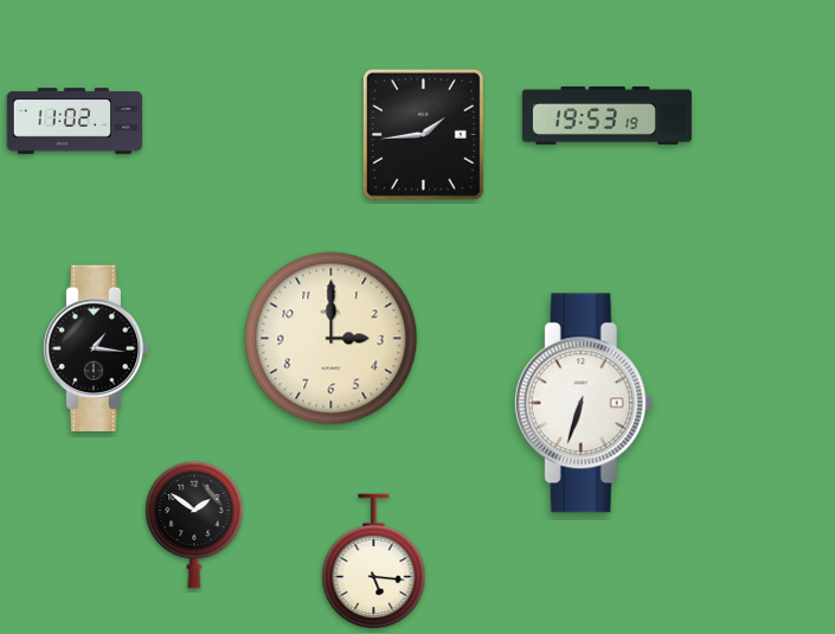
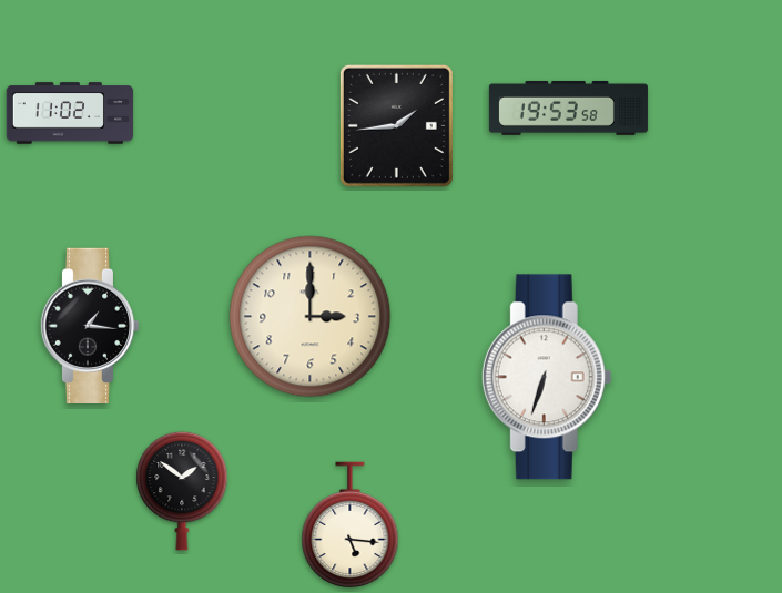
clock at (606, 115): 19:53:19 -> 19:53:58
